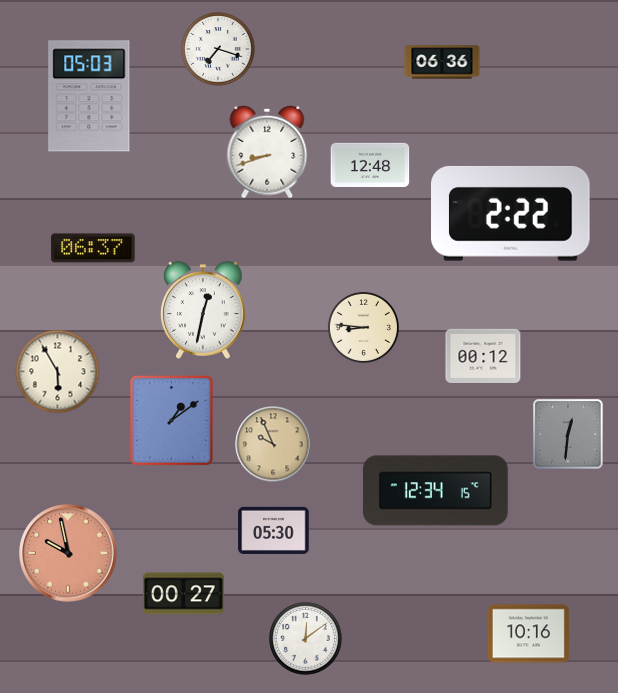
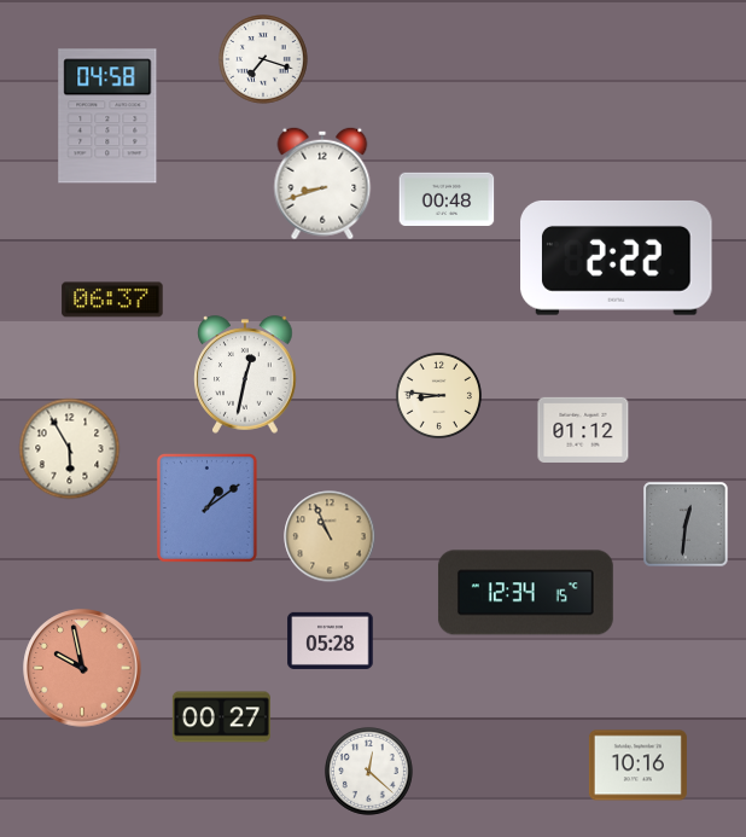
clock at (442, 62): 06:36 -> none
clock at (89, 96): 05:03 -> 04:58
clock at (370, 164): 12:48 -> 00:48
clock at (483, 356): 00:12 -> 01:12
clock at (273, 444): 9:56 -> 10:56
clock at (274, 530): 05:30 -> 05:28
clock at (305, 638): 12:09 -> 12:22
